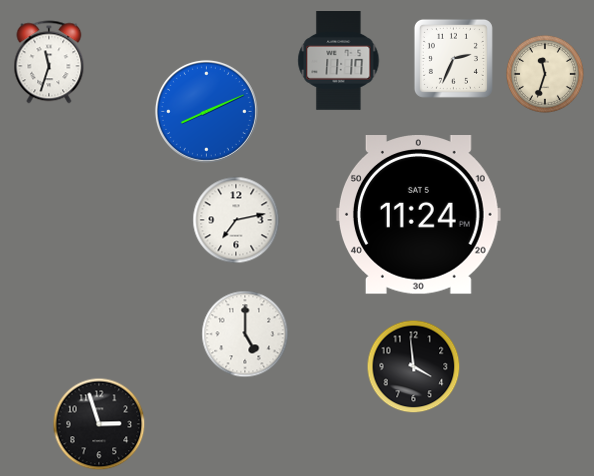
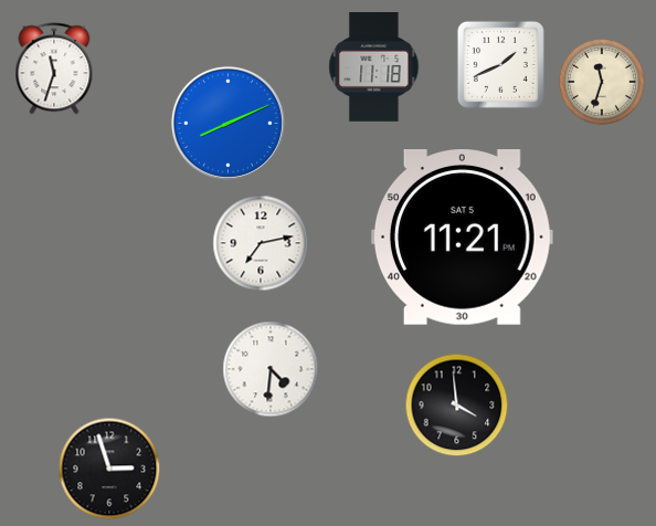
clock at (453, 58): 2:34 -> 1:41
clock at (339, 61): 11:17 -> 11:18
clock at (419, 215): 11:24 -> 11:21
clock at (245, 334): 5:00 -> 4:31
